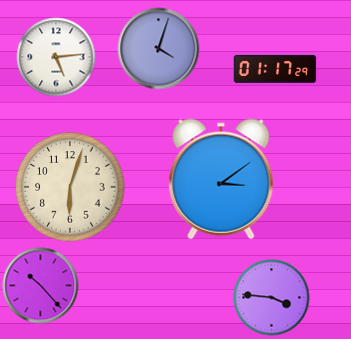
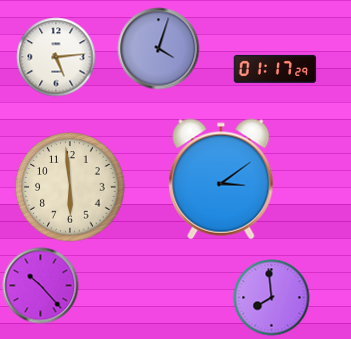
clock at (70, 187): 6:03 -> 5:59
clock at (272, 298): 3:46 -> 7:59
